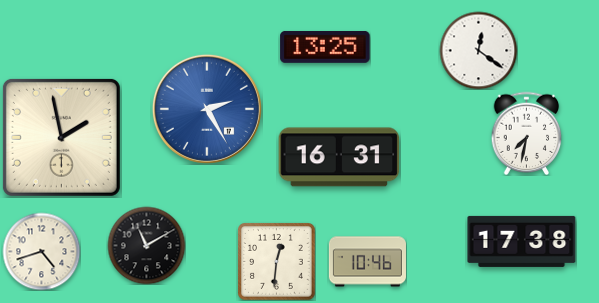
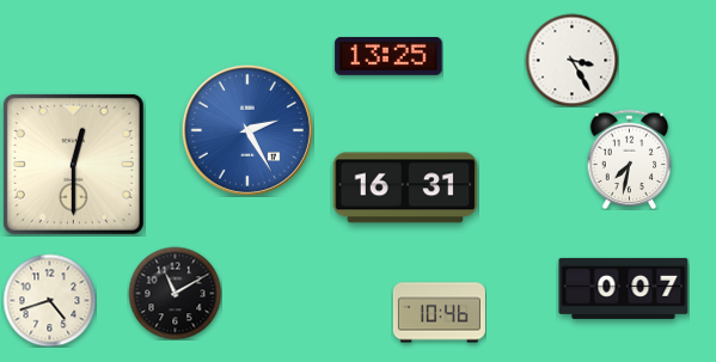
clock at (478, 50): 12:21 -> 3:25
clock at (61, 137): 1:58 -> 12:30
clock at (522, 241): 17:38 -> 0:07
clock at (277, 262): 12:31 -> none
